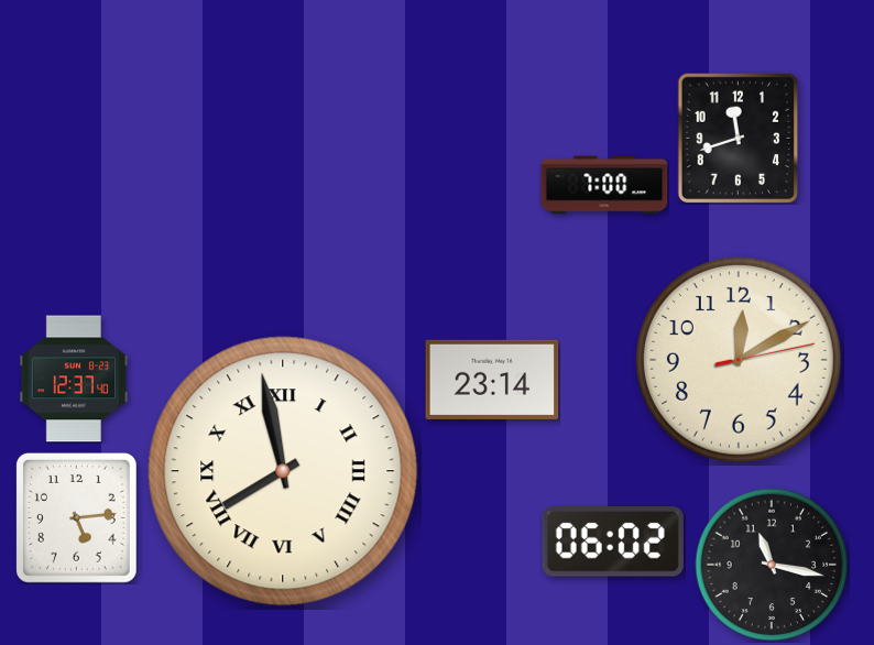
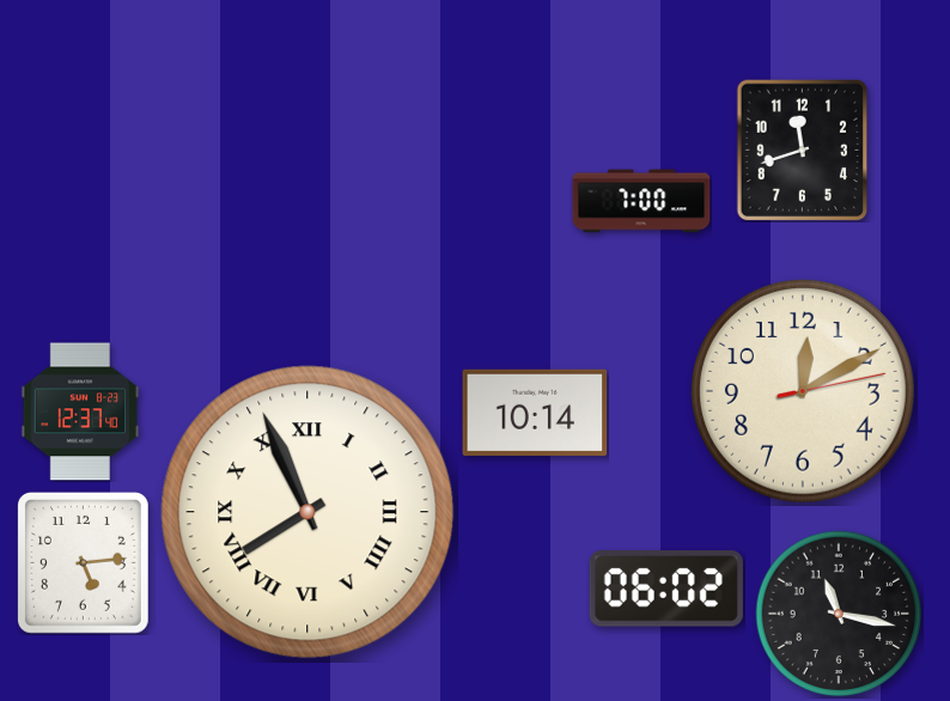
clock at (604, 185) position: (604, 185) -> (641, 201)
clock at (492, 380): 23:14 -> 10:14
clock at (283, 471): 7:58 -> 7:56
